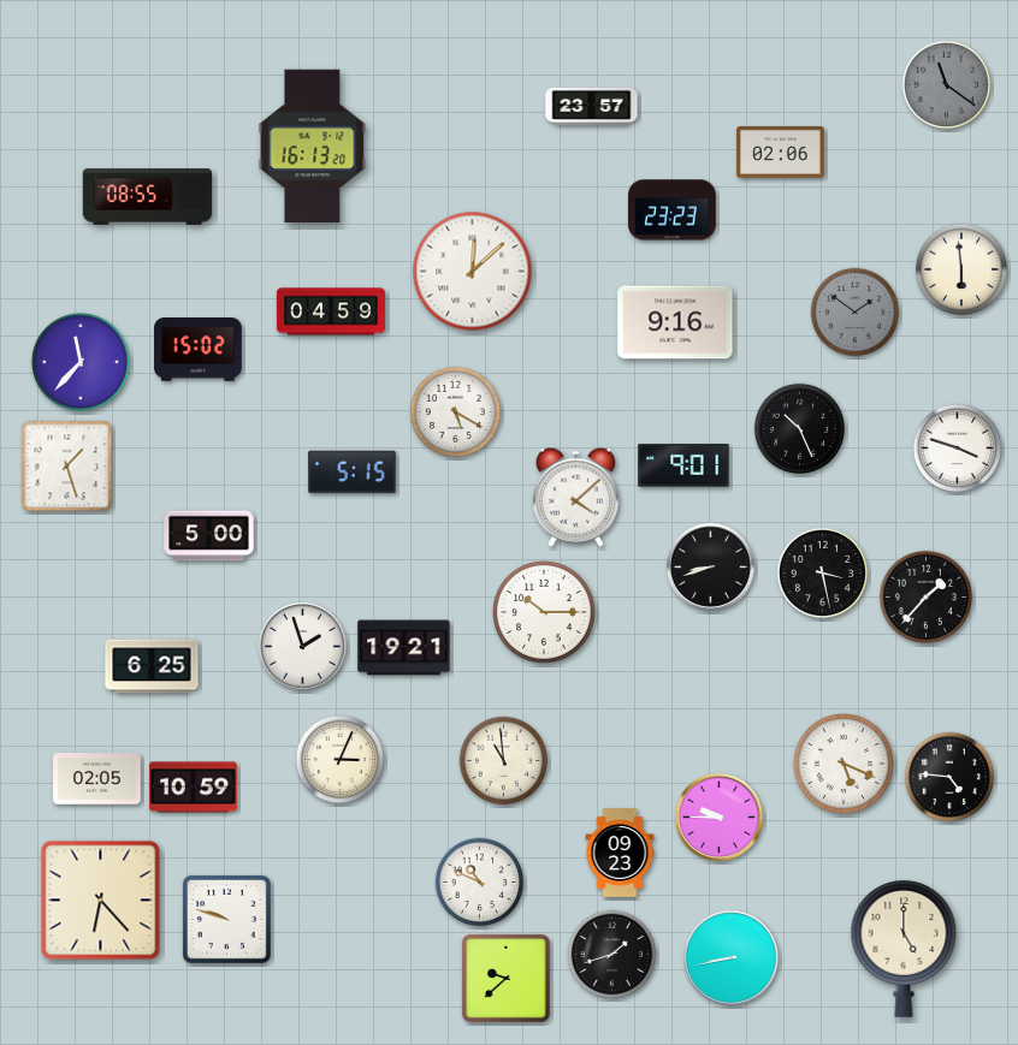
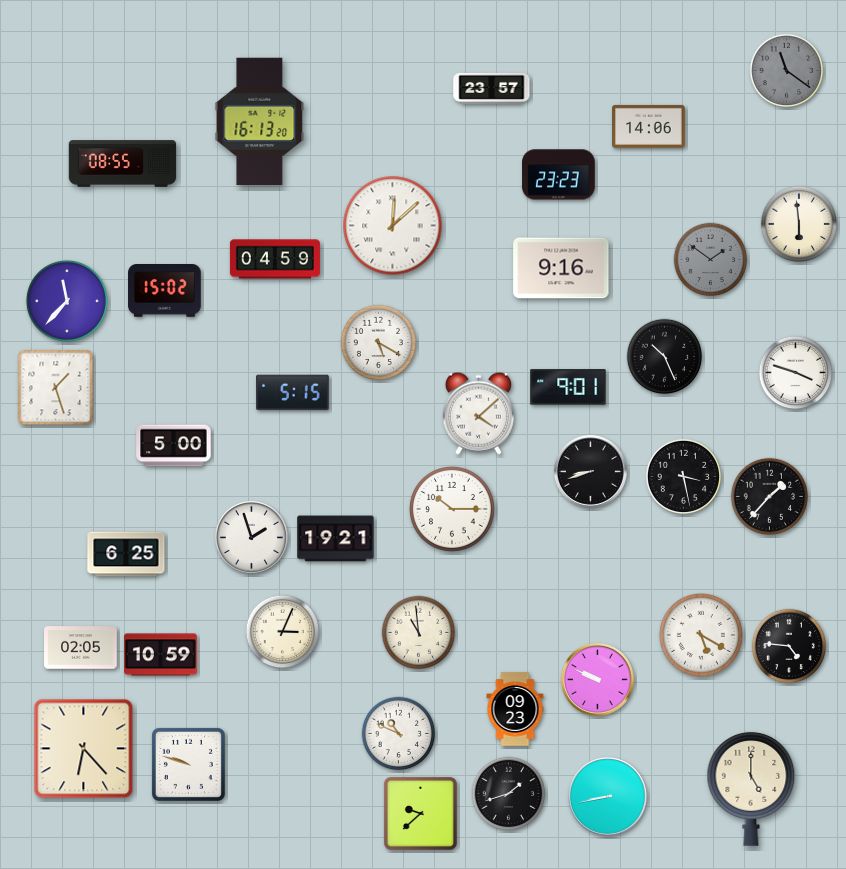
clock at (781, 152): 02:06 -> 14:06
clock at (844, 764): 5:19 -> 5:20
clock at (718, 817): 9:45 -> 9:49
